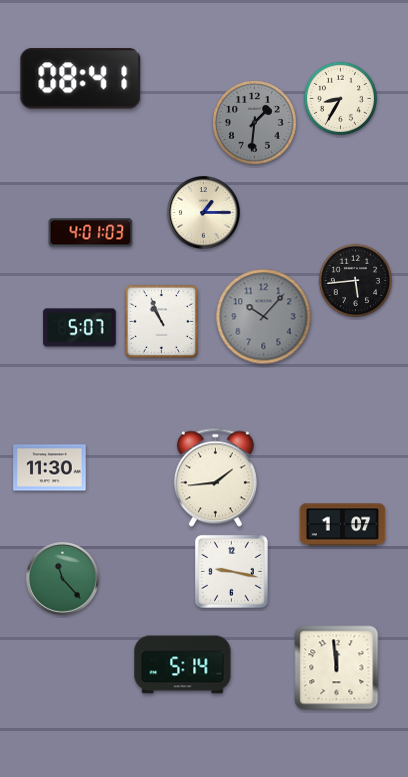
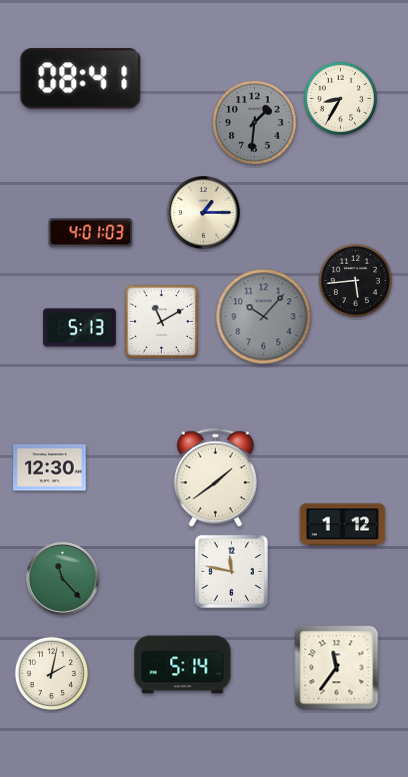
clock at (162, 322): 10:56 -> 11:10
clock at (80, 328): 5:07 -> 5:13
clock at (50, 468): 11:30 -> 12:30
clock at (215, 478): 1:44 -> 1:39
clock at (343, 525): 1:07 -> 1:12
clock at (231, 571): 9:17 -> 11:47
clock at (337, 668): 11:59 -> 11:36
clock at (51, 673): none -> 2:02
